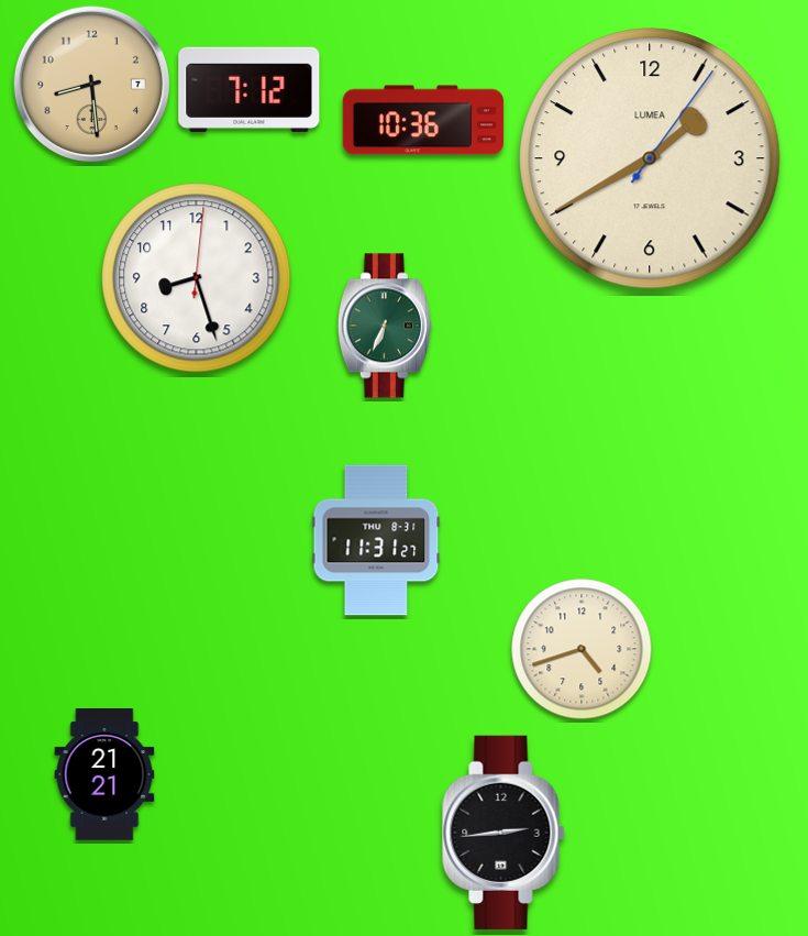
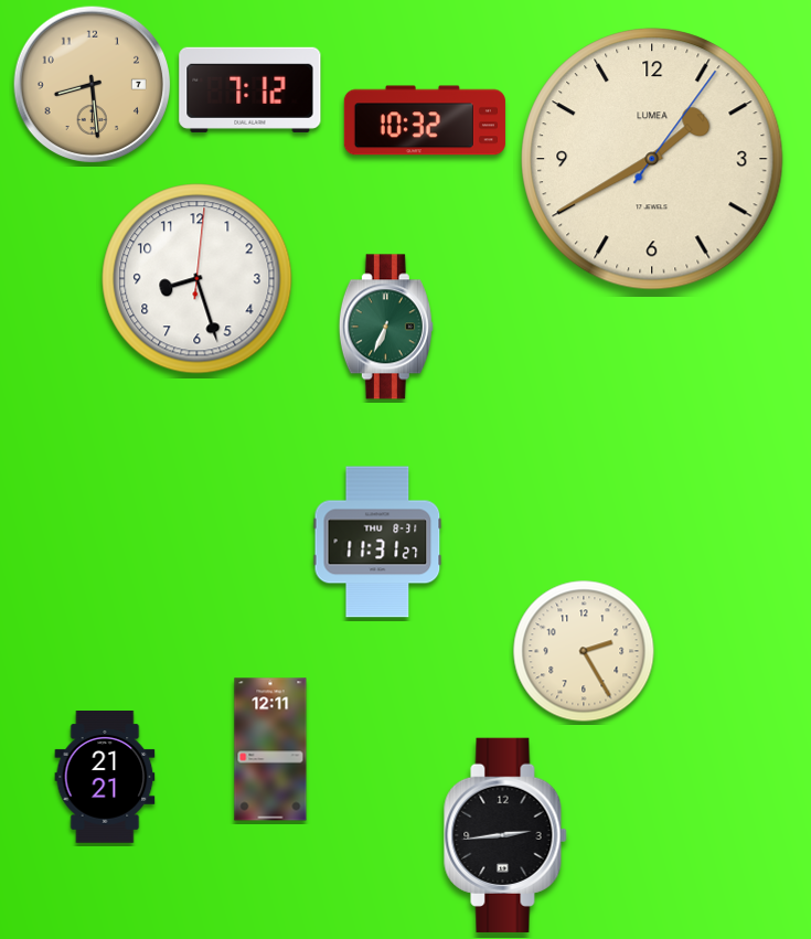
clock at (423, 120): 10:36 -> 10:32
clock at (582, 649): 4:42 -> 2:25
clock at (270, 749): none -> 12:11
